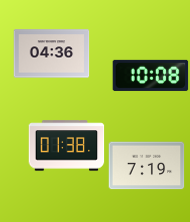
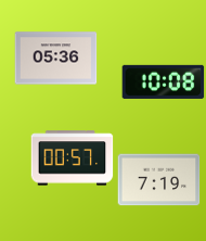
clock at (52, 54): 04:36 -> 05:36
clock at (67, 146): 01:38 -> 00:57
